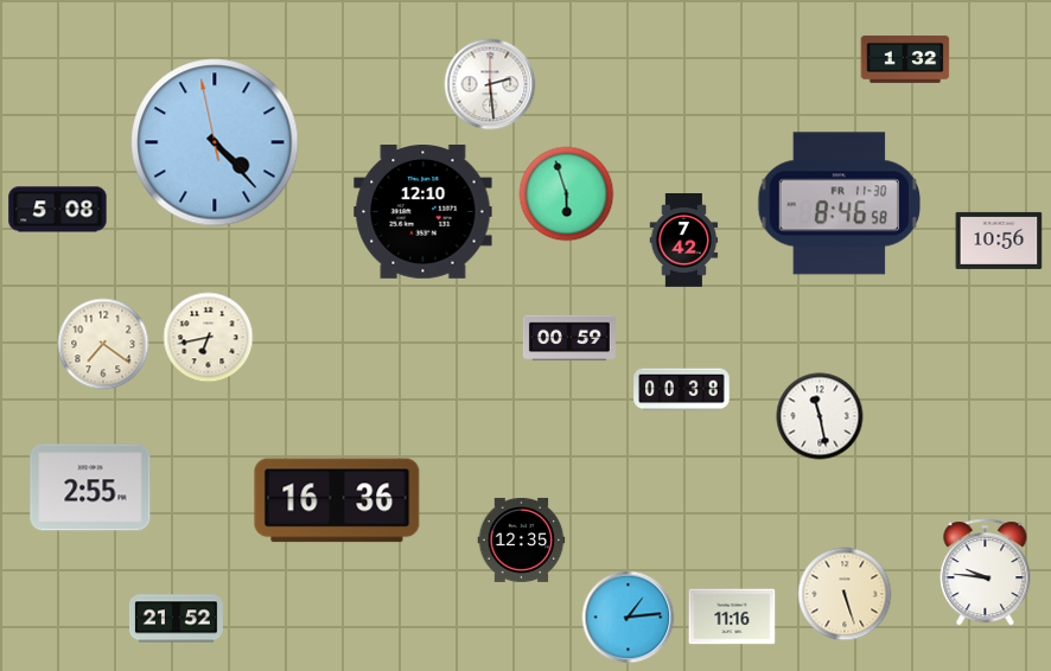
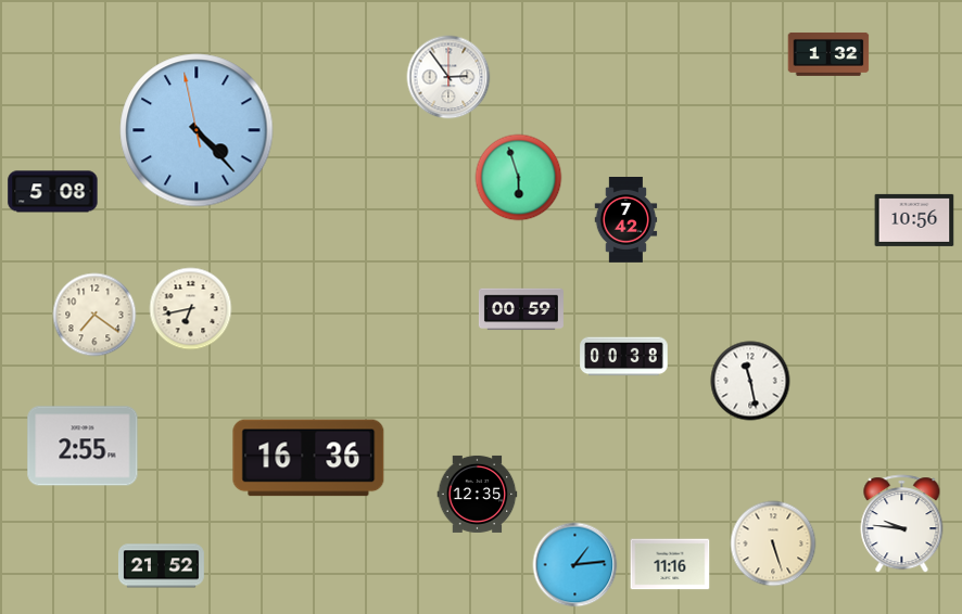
clock at (490, 84): 2:29 -> 2:54
clock at (839, 204): 8:46 -> none
clock at (423, 212): 12:10 -> none
